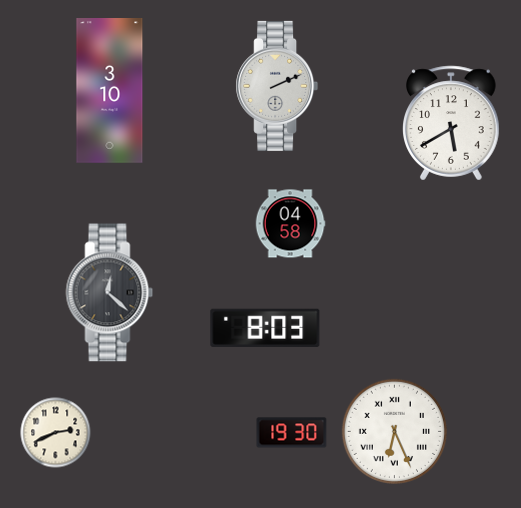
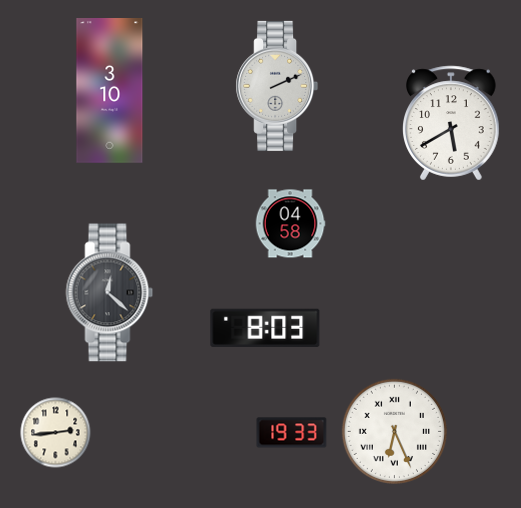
clock at (56, 433): 2:41 -> 2:44
clock at (292, 433): 19:30 -> 19:33
